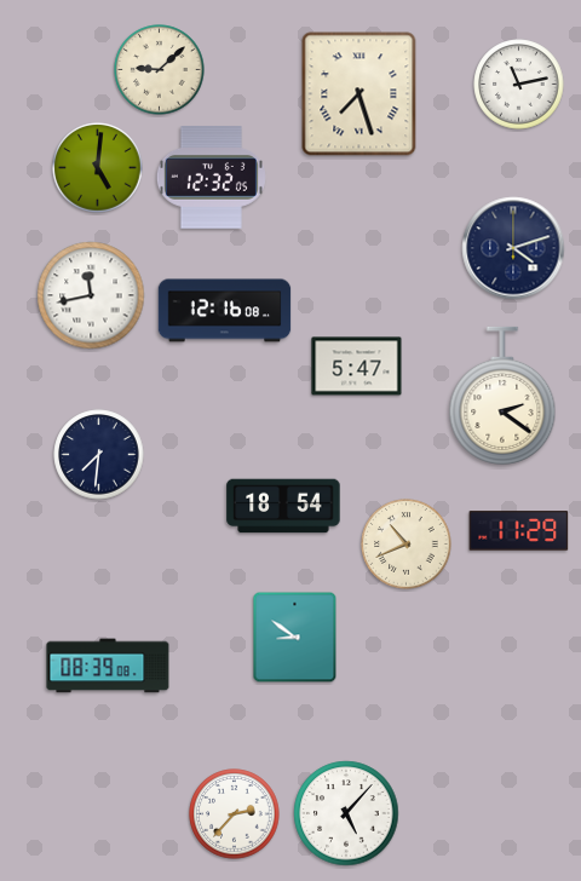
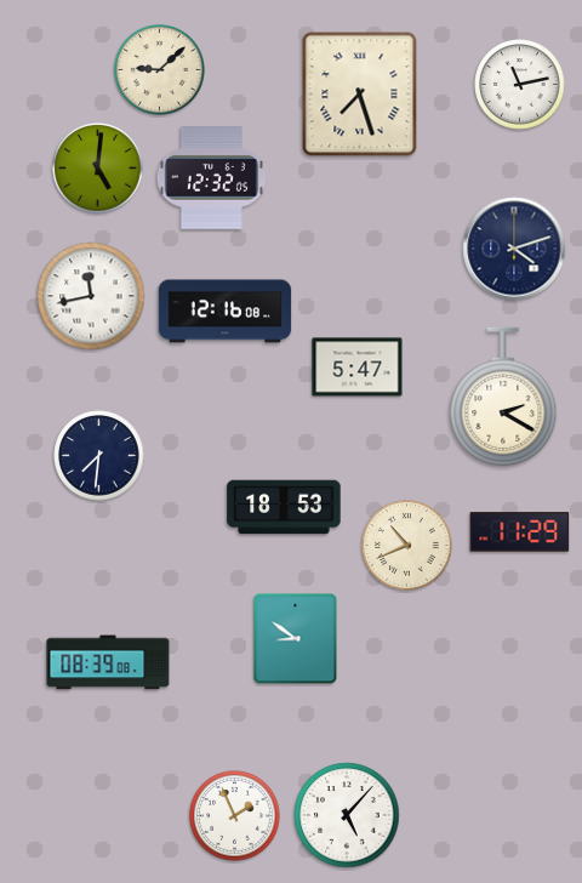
clock at (502, 396): 2:21 -> 2:20
clock at (283, 506): 18:54 -> 18:53
clock at (108, 666) position: (108, 666) -> (108, 662)
clock at (235, 814): 2:37 -> 1:56
